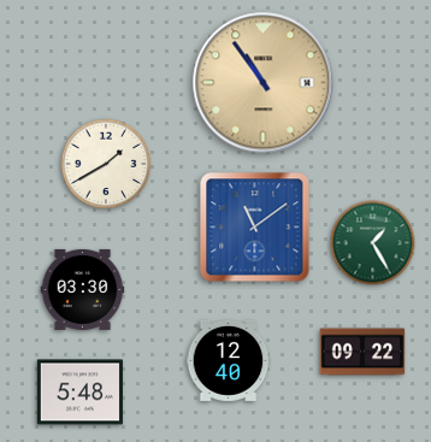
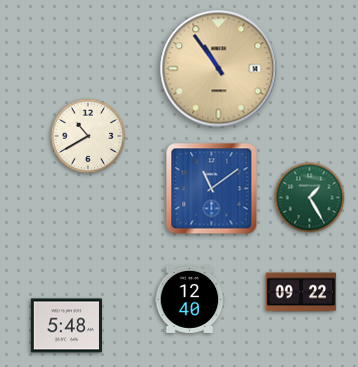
clock at (106, 164): 1:40 -> 10:40
clock at (373, 243) position: (373, 243) -> (310, 198)
clock at (83, 289): 03:30 -> none
